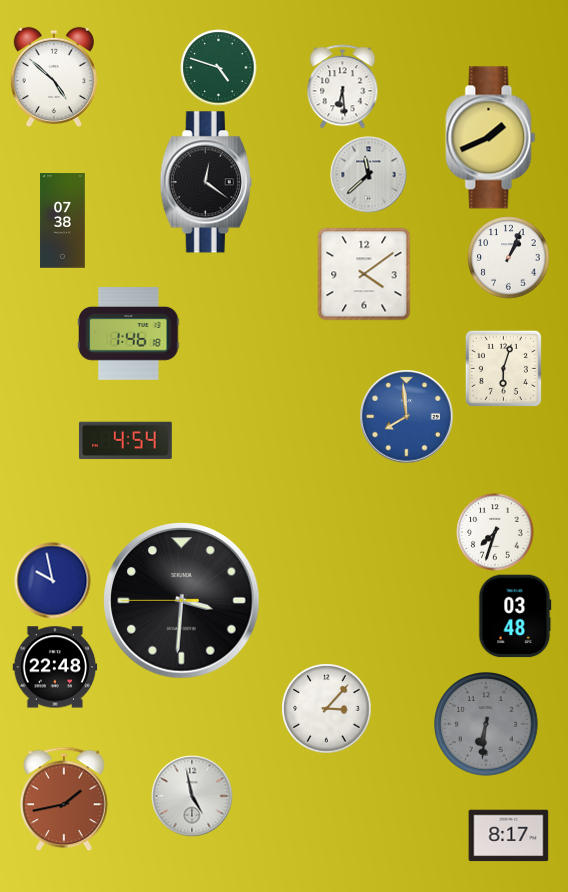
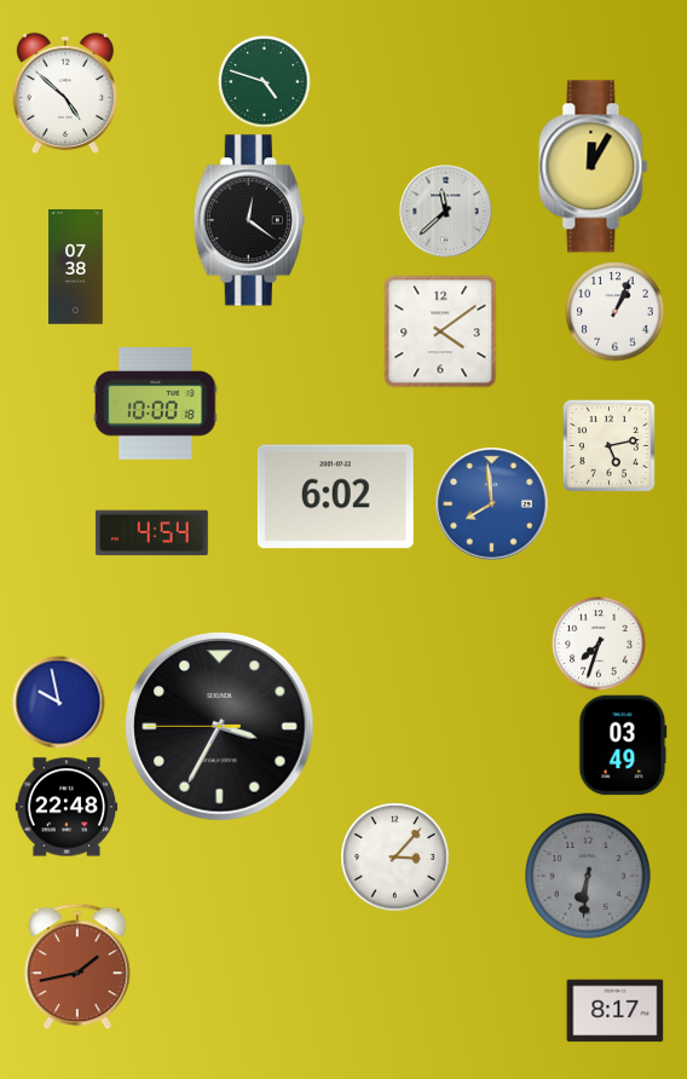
clock at (343, 87): 6:29 -> none
clock at (491, 138): 1:41 -> 12:05
clock at (129, 334): 1:46 -> 10:00
clock at (503, 368): 6:03 -> 5:13
clock at (335, 497): none -> 6:02
clock at (53, 581) position: (53, 581) -> (59, 703)
clock at (182, 601): 3:30 -> 3:34
clock at (515, 616): 03:48 -> 03:49
clock at (192, 796): 4:58 -> none
